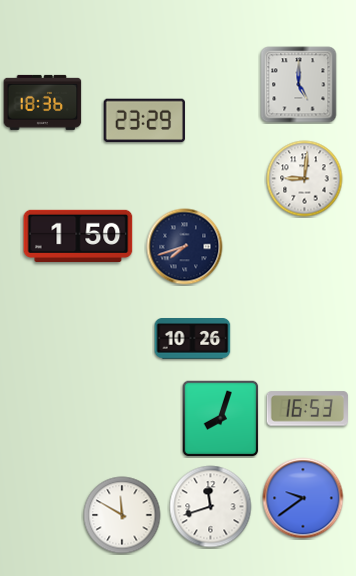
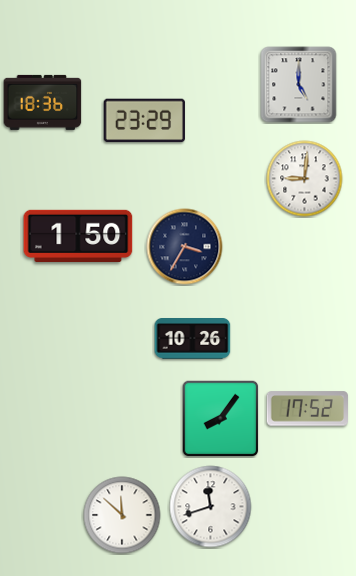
clock at (185, 247): 7:42 -> 3:35
clock at (307, 409): 16:53 -> 17:52
clock at (220, 418): 8:03 -> 8:06
clock at (303, 498): 9:39 -> none
clock at (122, 515): 11:50 -> 11:52
